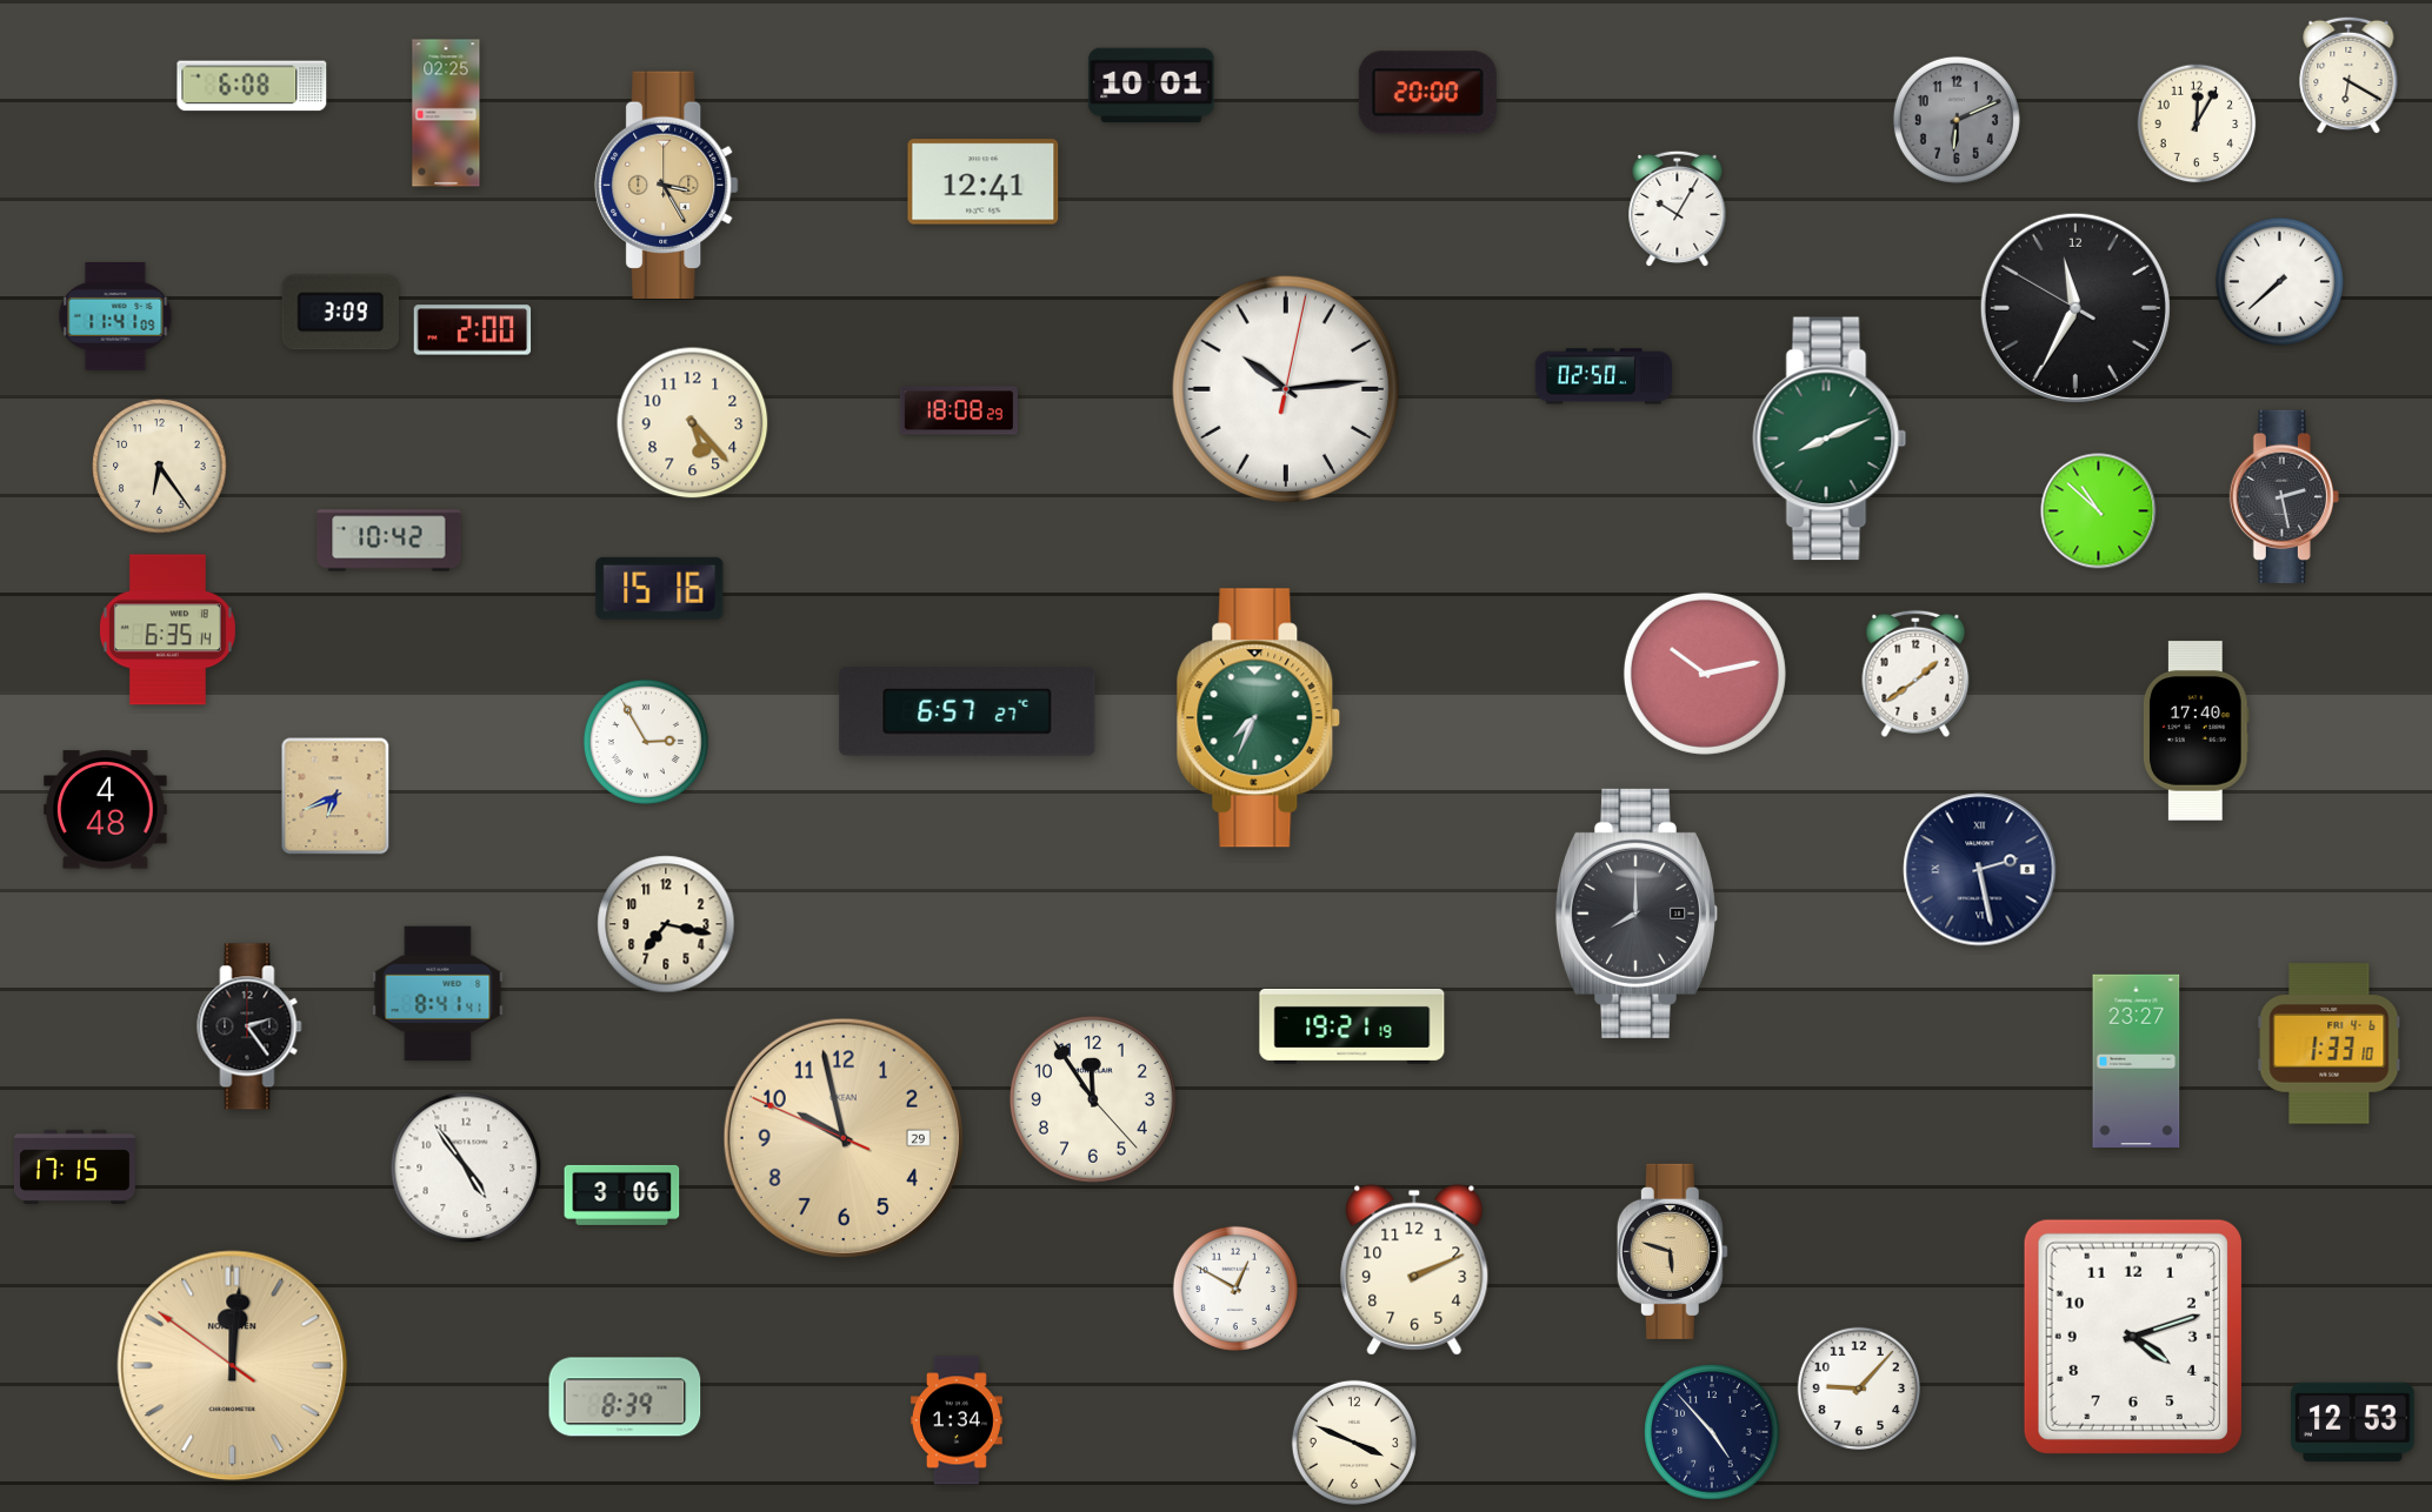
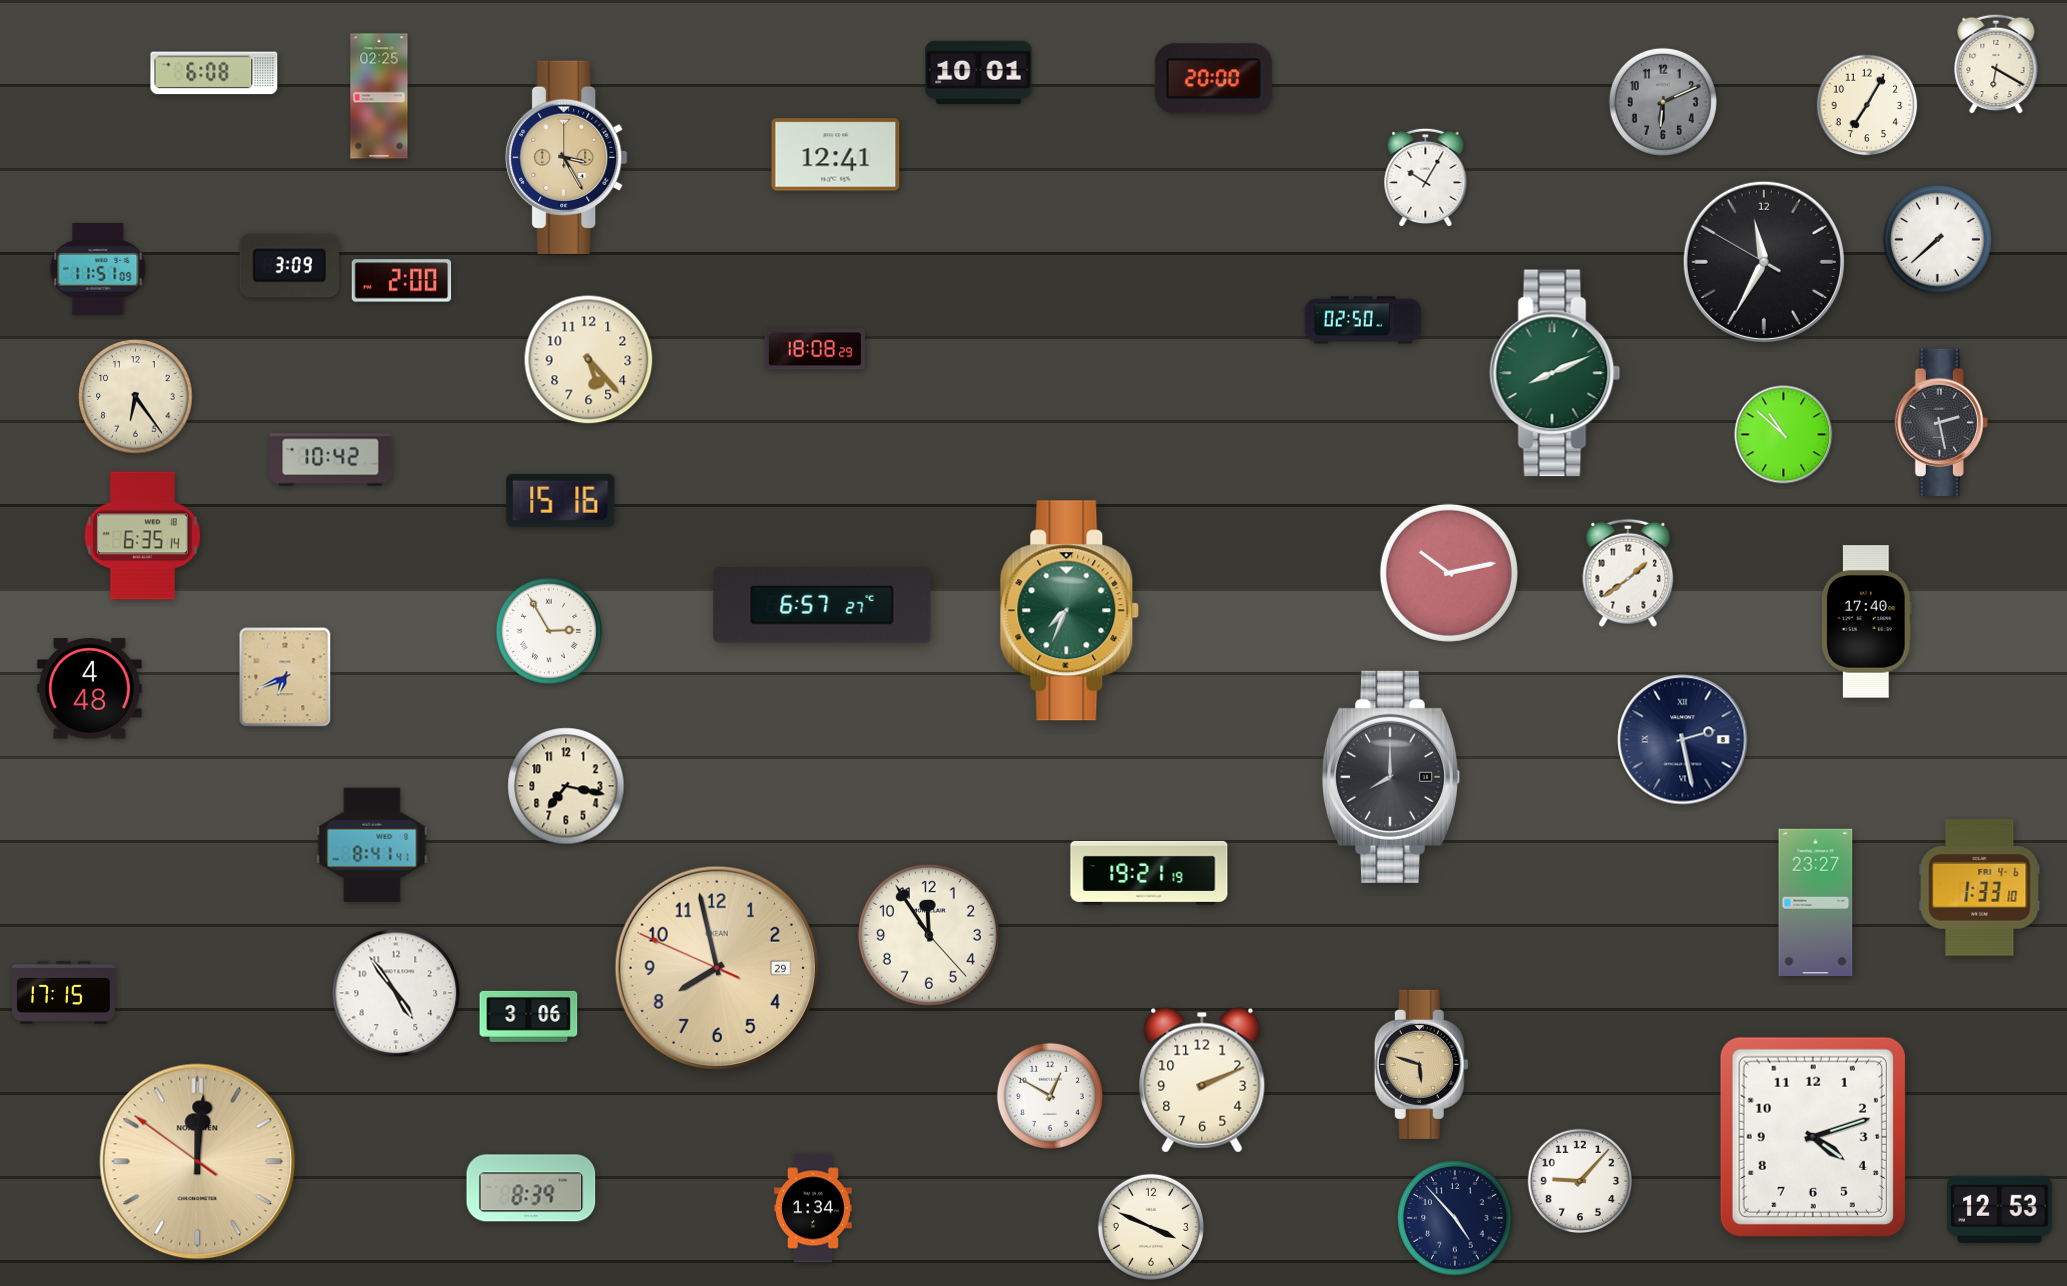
clock at (2197, 123): 12:05 -> 7:05
clock at (115, 317): 11:41 -> 11:51
clock at (1286, 389): 10:14 -> none
clock at (249, 1026): 2:24 -> none
clock at (844, 1138): 9:57 -> 7:57
